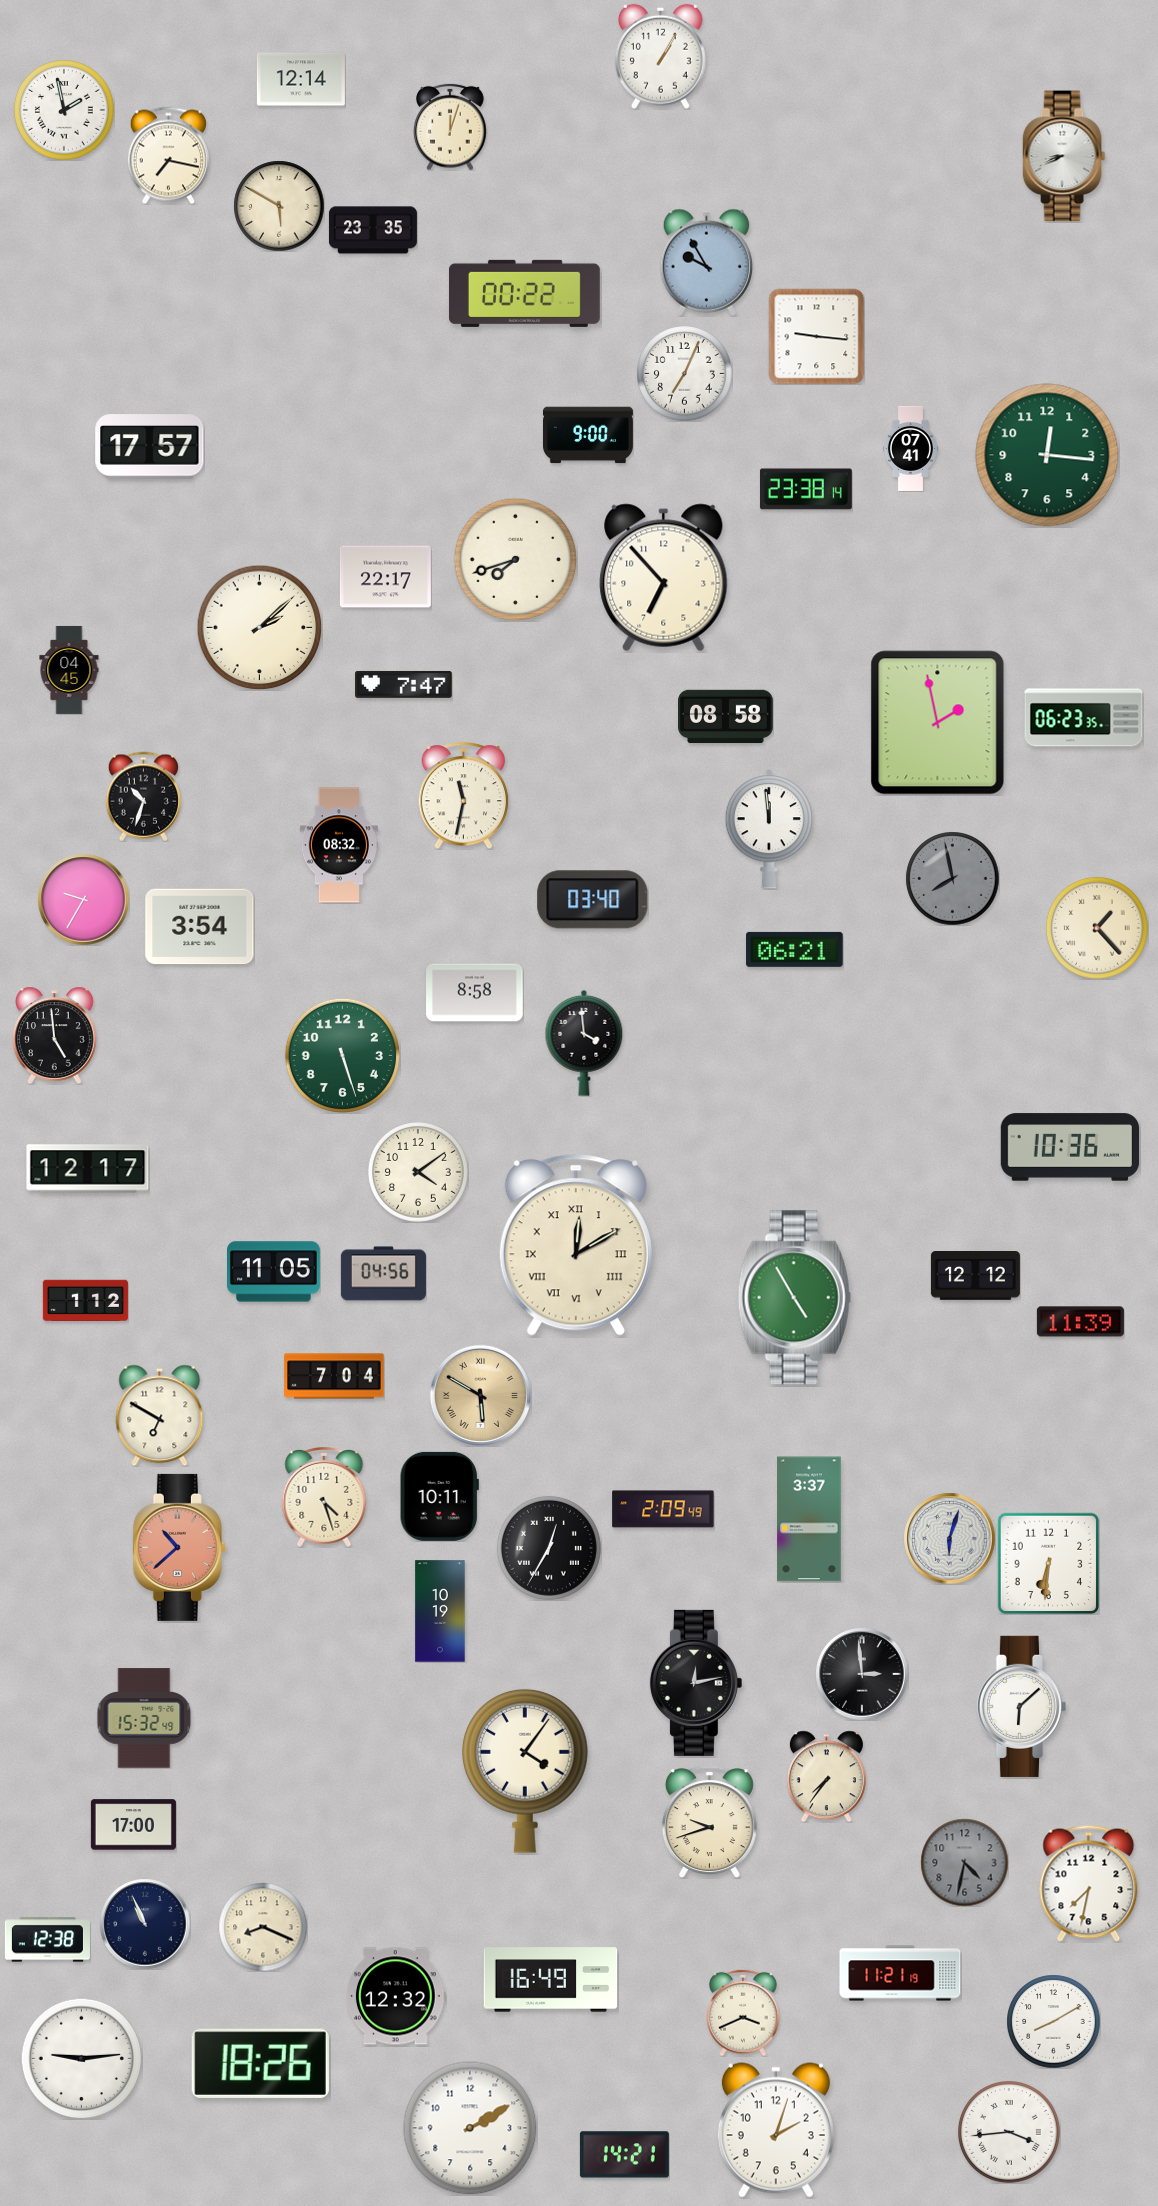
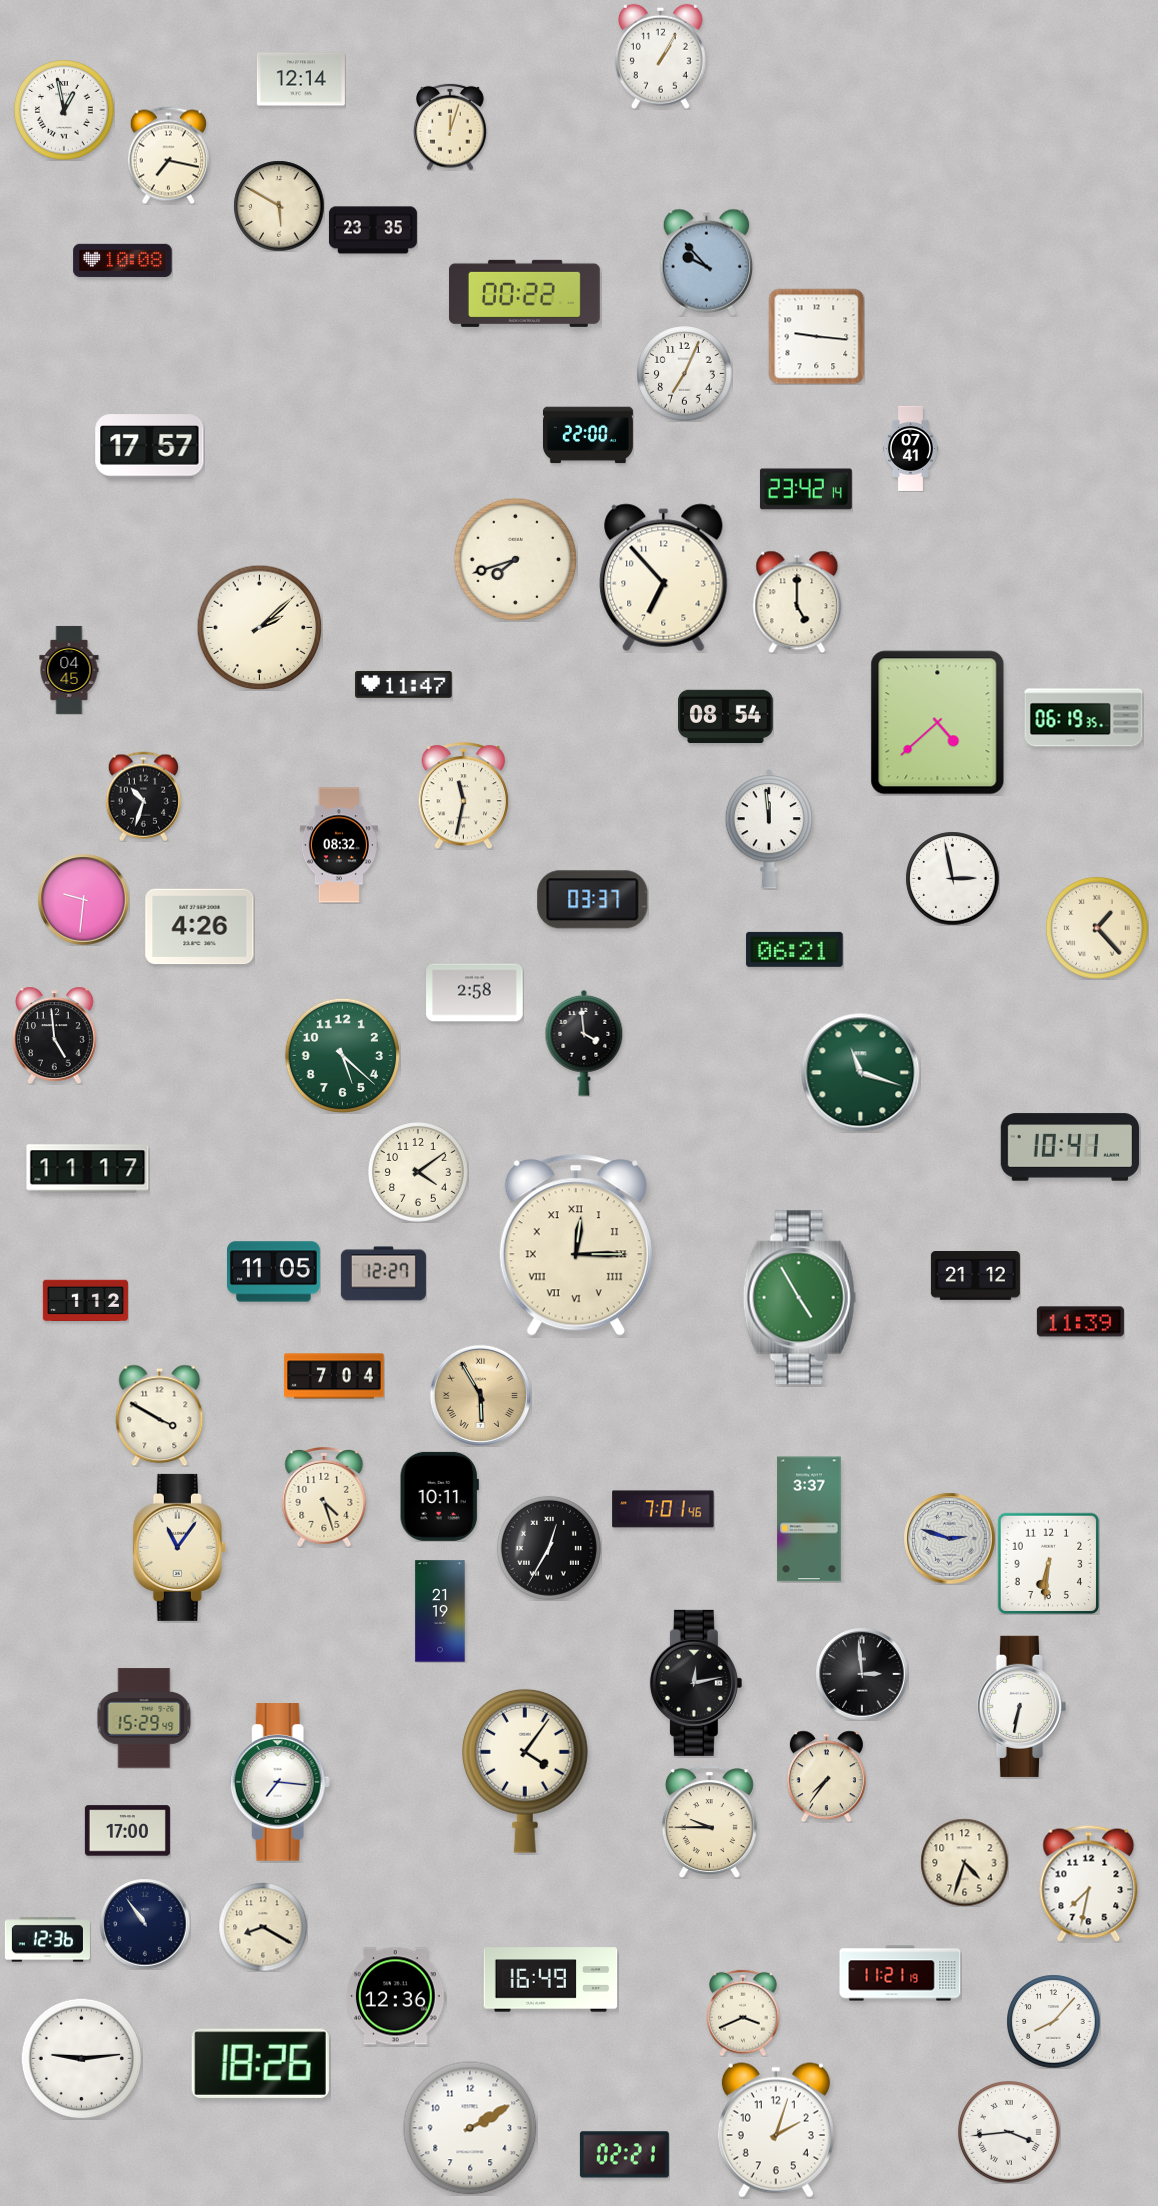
clock at (65, 111): 1:58 -> 12:58
clock at (1064, 156): 8:41 -> none
clock at (123, 260): none -> 10:08
clock at (706, 262): 9:55 -> 9:53
clock at (588, 435): 9:00 -> 22:00
clock at (1047, 455): 12:16 -> none
clock at (806, 489): 23:38 -> 23:42
clock at (385, 577): 22:17 -> none
clock at (797, 602): none -> 5:00
clock at (404, 684): 7:47 -> 11:47
clock at (726, 717): 08:58 -> 08:54
clock at (1084, 718): 06:23 -> 06:19
clock at (938, 723): 1:58 -> 4:38
clock at (952, 878): 7:58 -> 2:58
clock at (952, 878) dial: grey -> white
clock at (83, 899): 9:35 -> 9:31
clock at (593, 900): 03:40 -> 03:37
clock at (200, 927): 3:54 -> 4:26
clock at (475, 993): 8:58 -> 2:58
clock at (342, 1055): 5:27 -> 5:22
clock at (861, 1073): none -> 11:18
clock at (1070, 1147): 10:36 -> 10:41
clock at (88, 1169): 12:17 -> 11:17
clock at (576, 1245): 12:10 -> 12:15
clock at (383, 1274): 04:56 -> 12:27
clock at (975, 1276): 12:12 -> 21:12
clock at (795, 1298) position: (795, 1298) -> (800, 1298)
clock at (480, 1395): 5:50 -> 5:55
clock at (160, 1415): 6:50 -> 3:50
clock at (663, 1509): 2:09 -> 7:01
clock at (949, 1538): 6:03 -> 2:48
clock at (179, 1547): 10:38 -> 11:06
clock at (179, 1547) dial: salmon -> cream
clock at (440, 1611): 10:19 -> 21:19
clock at (1021, 1706): 6:08 -> 6:32
clock at (144, 1718): 15:32 -> 15:29
clock at (280, 1782): none -> 7:16
clock at (709, 1821): 9:42 -> 9:45
clock at (133, 1825) position: (133, 1825) -> (127, 1831)
clock at (964, 1862): 4:32 -> 4:33
clock at (964, 1862) dial: grey -> cream
clock at (145, 1924): 10:56 -> 10:54
clock at (263, 1927): 8:19 -> 8:20
clock at (47, 1940): 12:38 -> 12:36
clock at (396, 1996): 12:32 -> 12:36
clock at (1053, 2021): 8:10 -> 8:07
clock at (624, 2155): 14:21 -> 02:21
